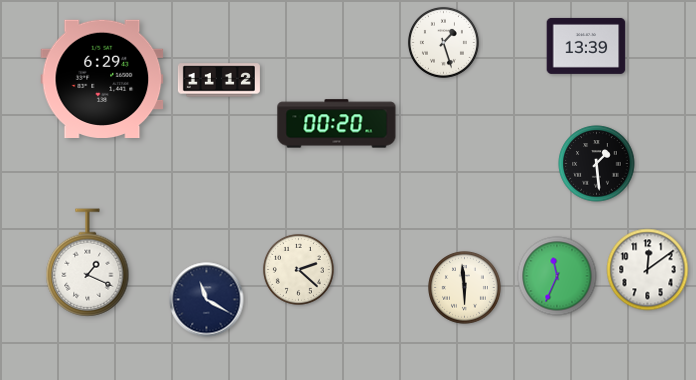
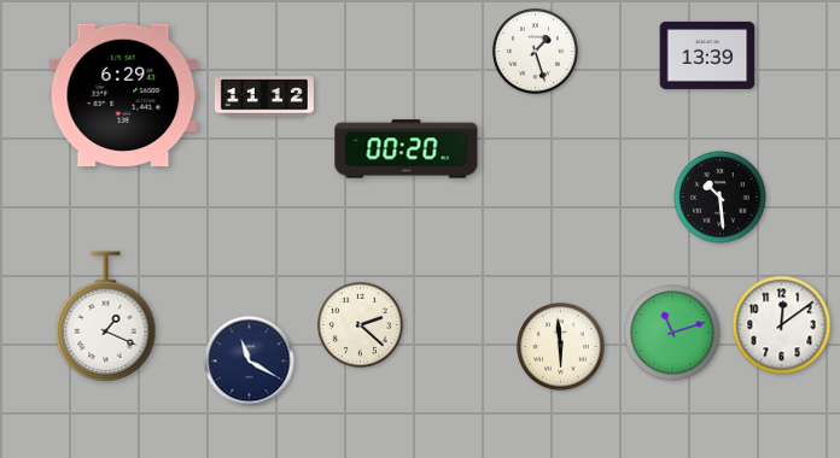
clock at (597, 164): 1:29 -> 10:29
clock at (557, 276): 11:34 -> 11:12
